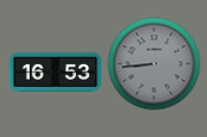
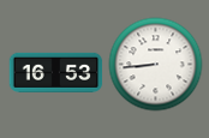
clock at (153, 63) dial: grey -> white
